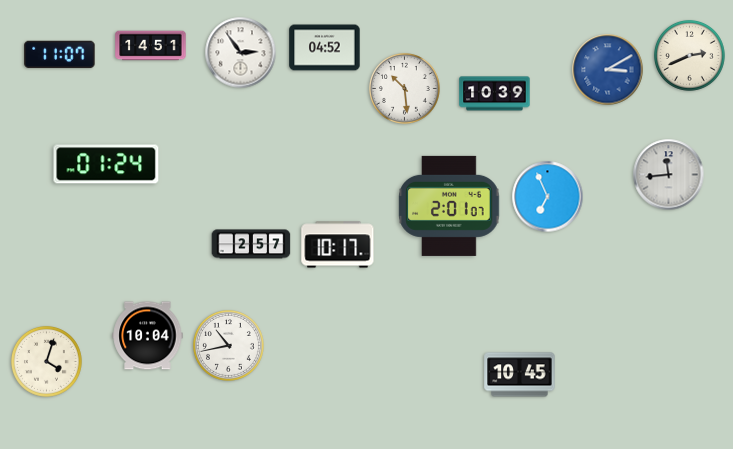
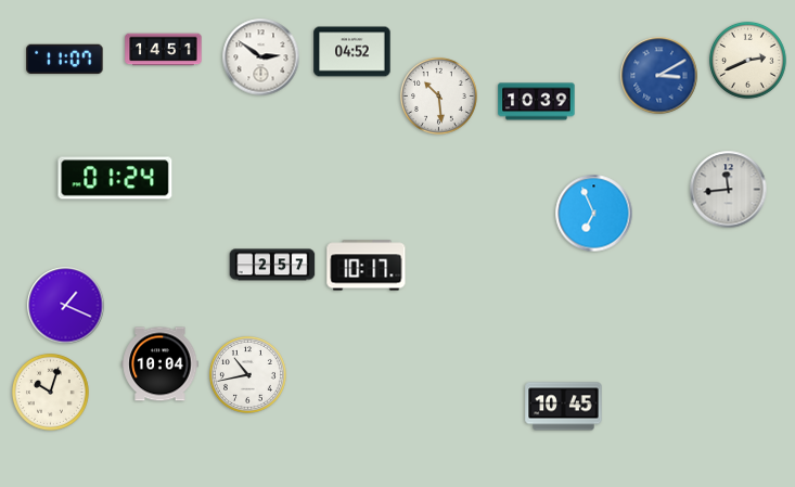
clock at (241, 53): 2:54 -> 2:51
clock at (669, 175) position: (669, 175) -> (729, 190)
clock at (449, 206): 2:01 -> none
clock at (66, 306): none -> 1:19
clock at (46, 361): 4:03 -> 10:03
